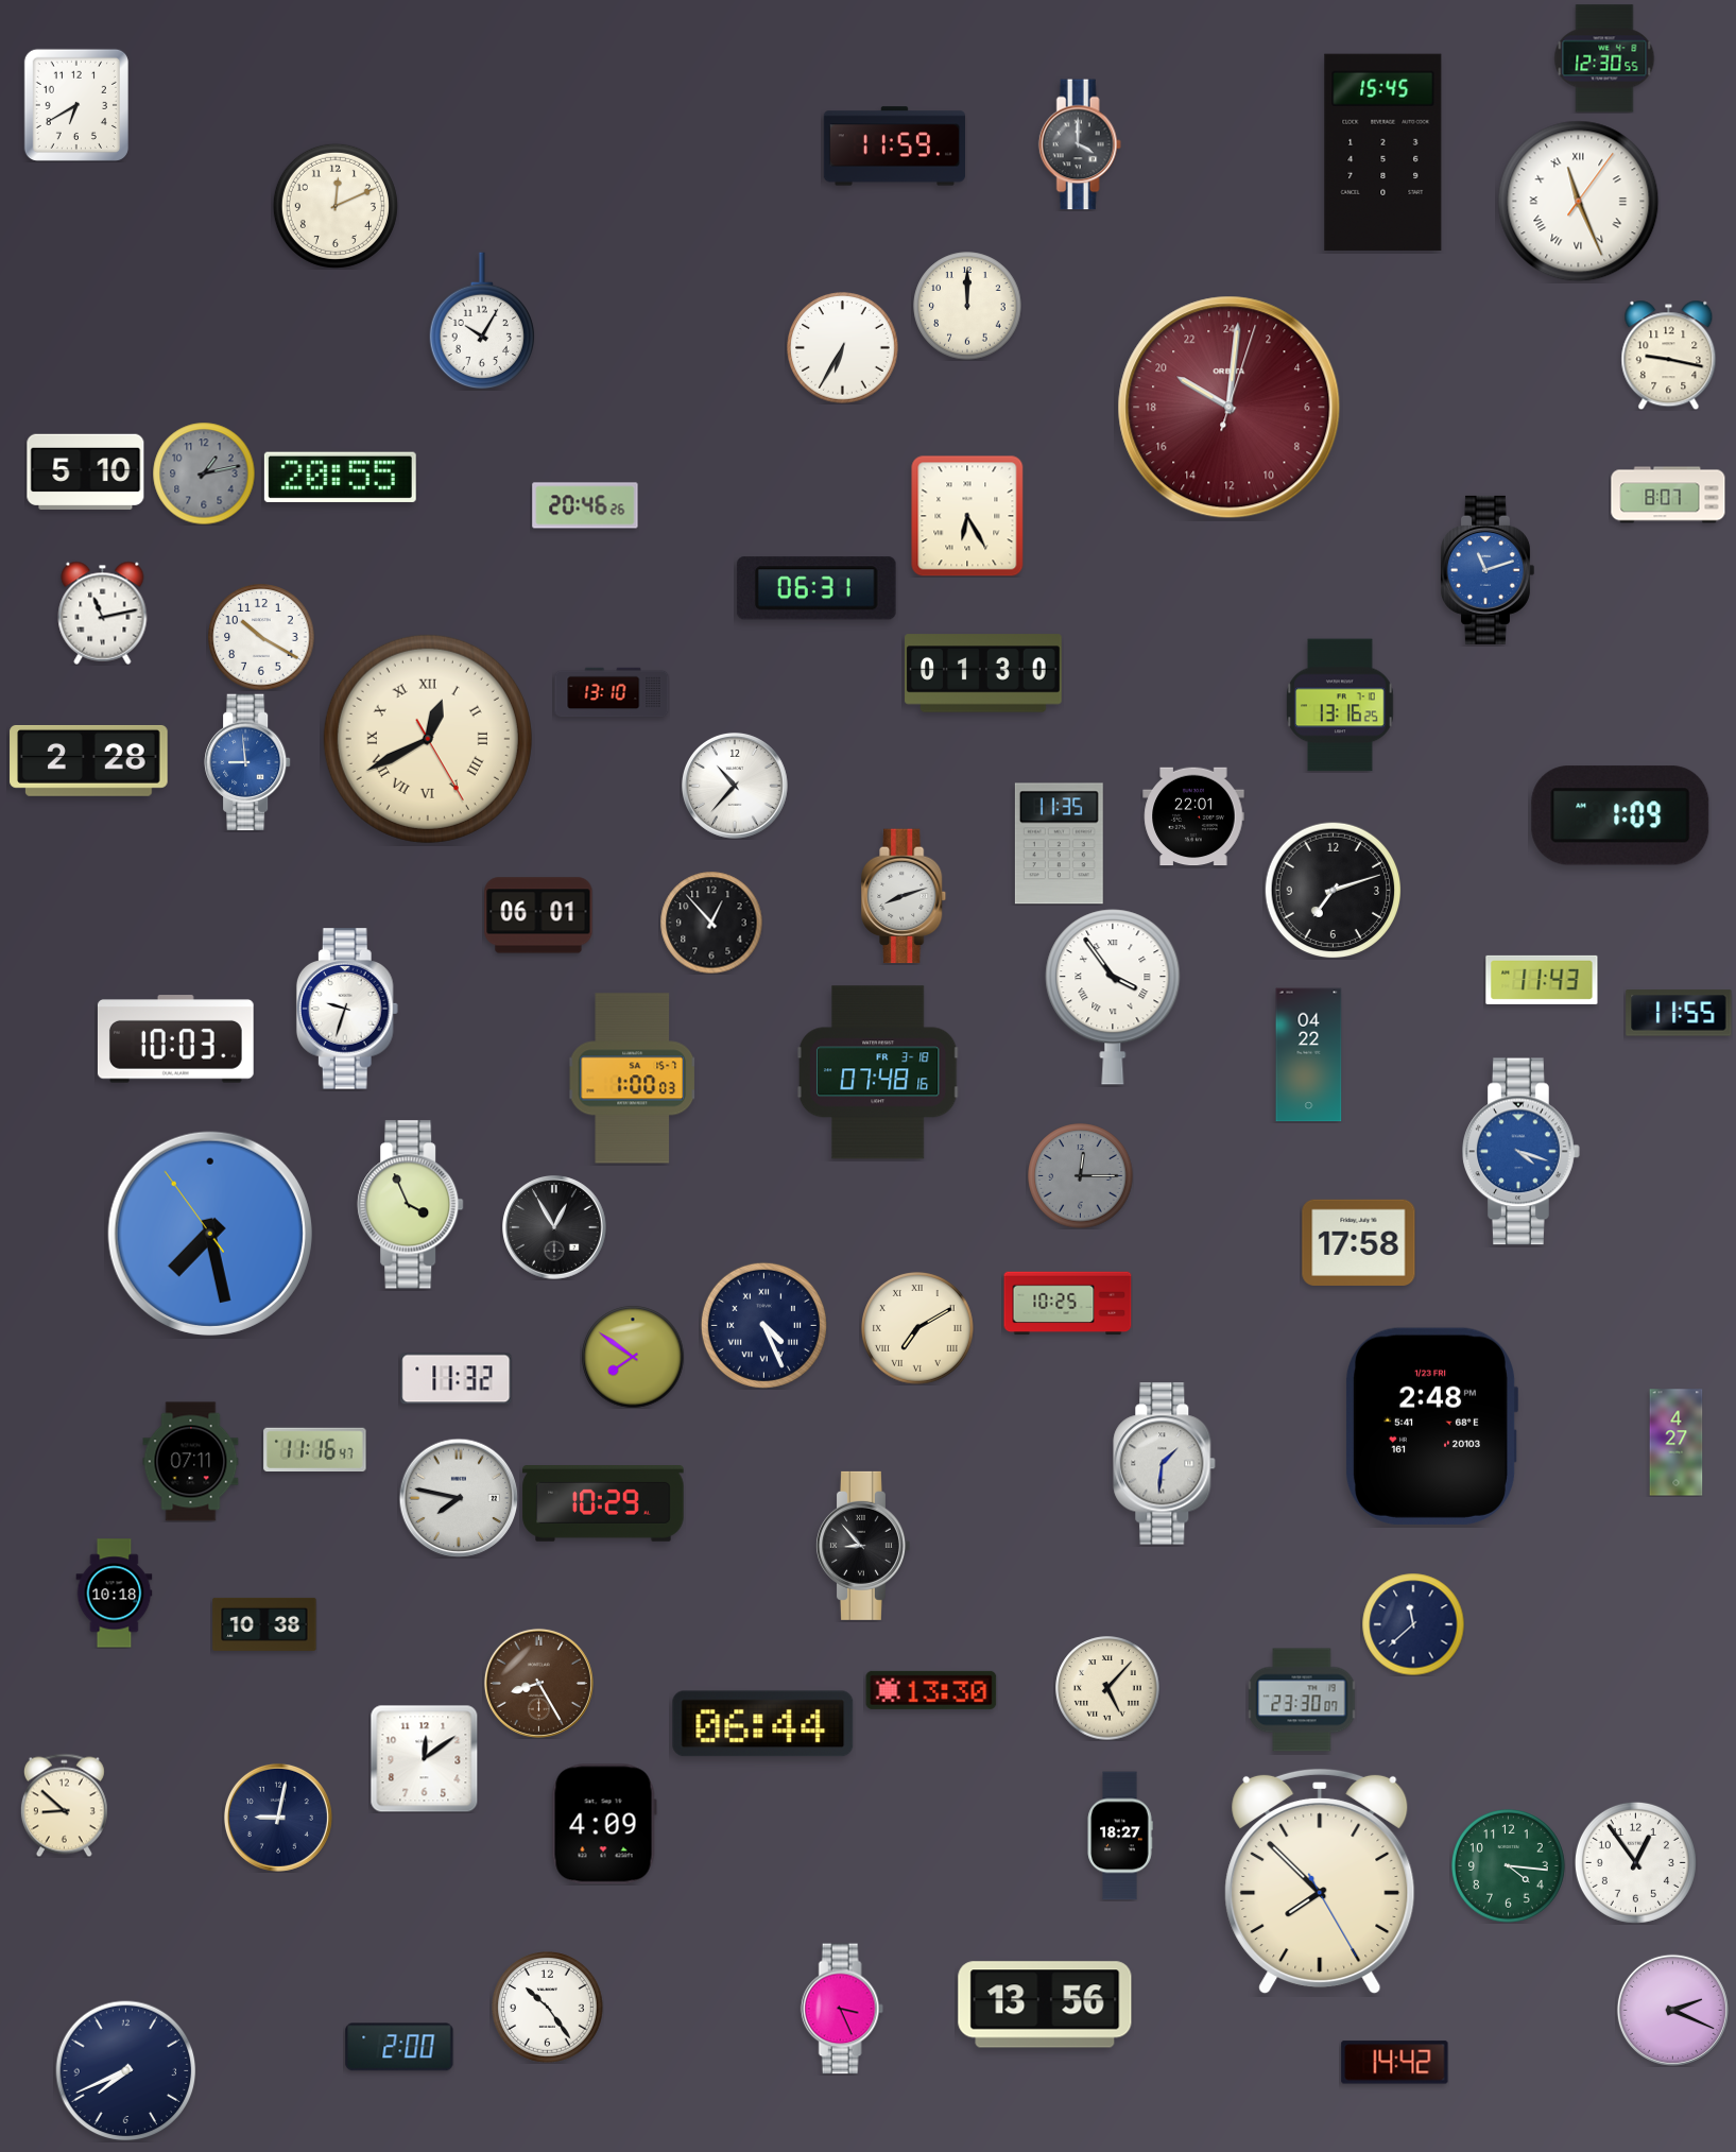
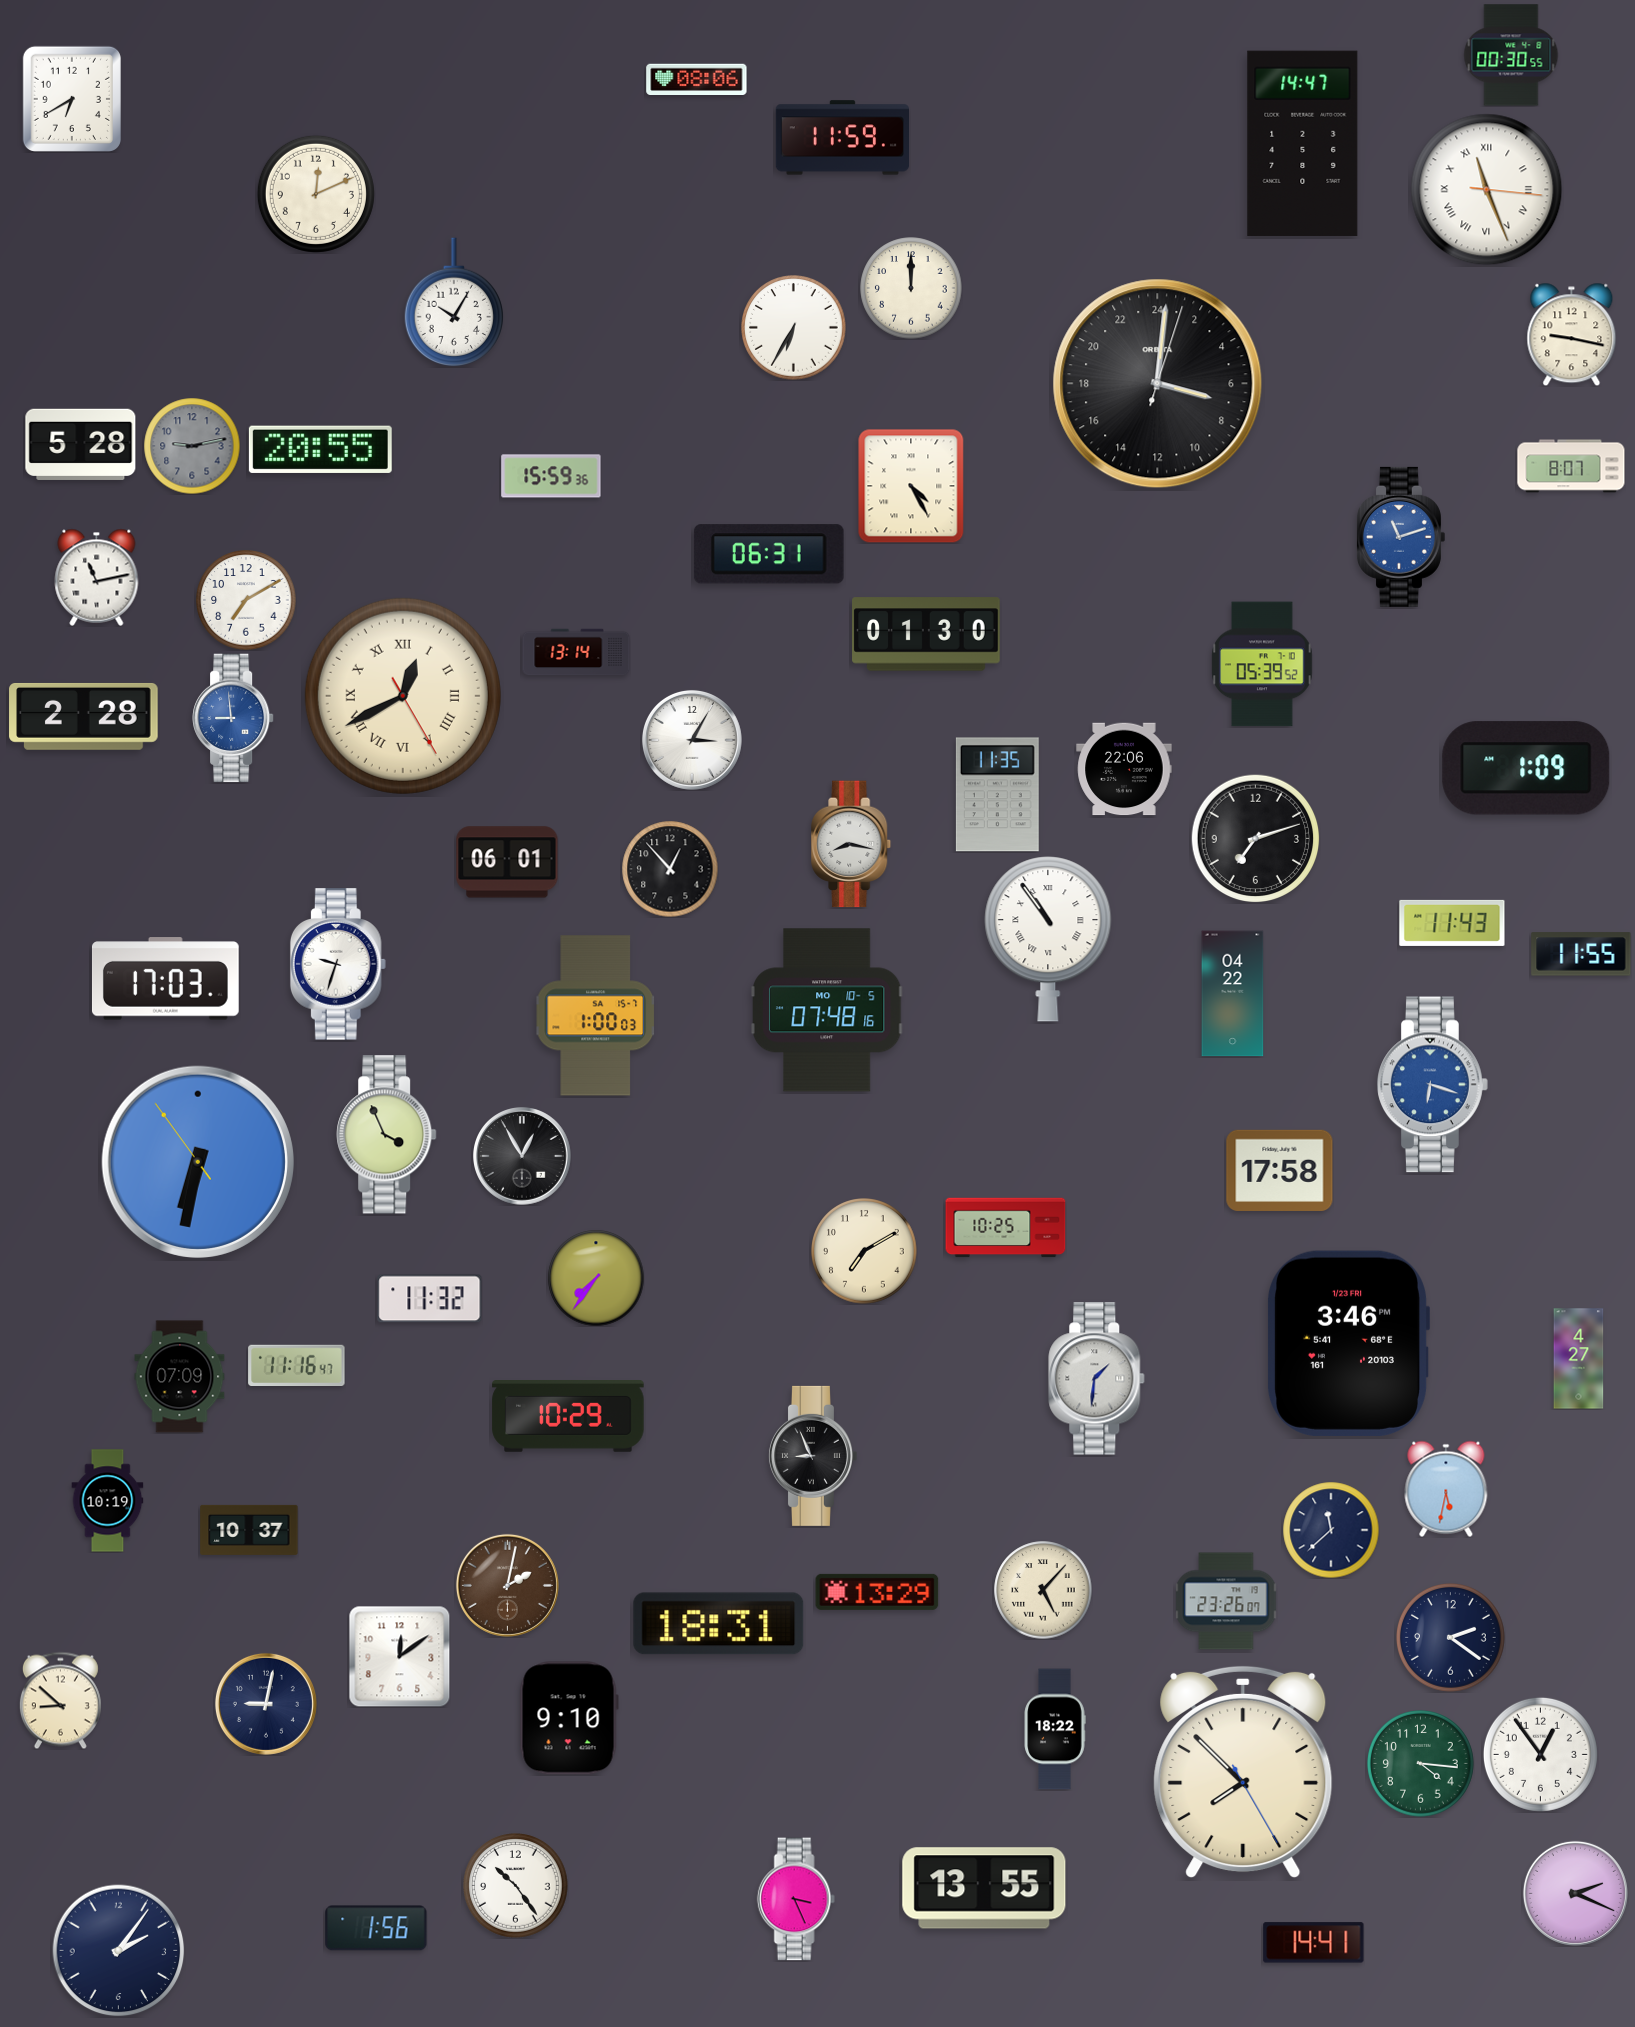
clock at (1604, 58): 12:30 -> 00:30
clock at (697, 80): none -> 08:06
clock at (1080, 144): 4:00 -> none
clock at (1383, 152): 15:45 -> 14:47
clock at (1579, 202): 11:26:06 -> 11:26:16
clock at (1230, 408): 20:01 -> 7:01
clock at (1230, 408) dial: burgundy -> black
clock at (86, 471): 5:10 -> 5:28
clock at (204, 474): 1:13 -> 9:13
clock at (585, 505): 20:46 -> 15:59
clock at (967, 516): 6:25 -> 4:25
clock at (261, 637): 10:20 -> 7:10
clock at (612, 692): 13:10 -> 13:14
clock at (1340, 705): 13:16 -> 05:39
clock at (735, 786): 10:37 -> 3:05
clock at (1193, 816): 22:01 -> 22:06
clock at (905, 896): 8:12 -> 8:17
clock at (1113, 997): 3:54 -> 10:54
clock at (347, 1009) position: (347, 1009) -> (338, 964)
clock at (175, 1039): 10:03 -> 17:03
clock at (878, 1072) date: FR 3-18 -> MO 10-5
clock at (1522, 1152): 4:18 -> 6:18
clock at (1081, 1176): 12:15 -> none
clock at (210, 1234): 7:27 -> 6:31
clock at (763, 1325): 4:26 -> none
clock at (918, 1329) numerals: Roman -> Arabic
clock at (633, 1357): 7:51 -> 7:36
clock at (1430, 1426): 2:48 -> 3:46
clock at (191, 1462): 07:11 -> 07:09
clock at (459, 1498): 7:47 -> none
clock at (862, 1546): 8:53 -> 8:56
clock at (1446, 1489): none -> 5:32
clock at (115, 1594): 10:18 -> 10:19
clock at (264, 1624): 10:38 -> 10:37
clock at (538, 1683): 8:25 -> 2:02
clock at (931, 1690): 13:30 -> 13:29
clock at (1302, 1700): 23:30 -> 23:26
clock at (763, 1724): 06:44 -> 18:31
clock at (1450, 1637): none -> 2:21
clock at (278, 1818) position: (278, 1818) -> (266, 1704)
clock at (604, 1824): 4:09 -> 9:10
clock at (1120, 1836): 18:27 -> 18:22
clock at (1509, 1866) position: (1509, 1866) -> (1421, 1764)
clock at (1045, 2004): 13:56 -> 13:55
clock at (548, 2008) position: (548, 2008) -> (516, 1886)
clock at (842, 2009) position: (842, 2009) -> (796, 1899)
clock at (399, 2047): 2:00 -> 1:56
clock at (1395, 2063): 14:42 -> 14:41
clock at (126, 2071): 7:41 -> 2:06
